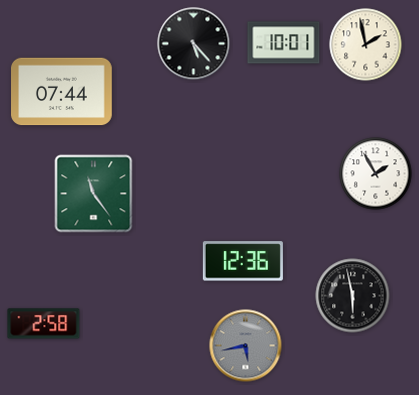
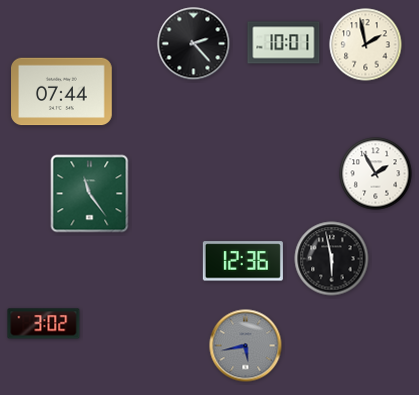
clock at (194, 44): 5:23 -> 2:23
clock at (94, 194) position: (94, 194) -> (90, 194)
clock at (353, 296) position: (353, 296) -> (332, 259)
clock at (44, 324): 2:58 -> 3:02
